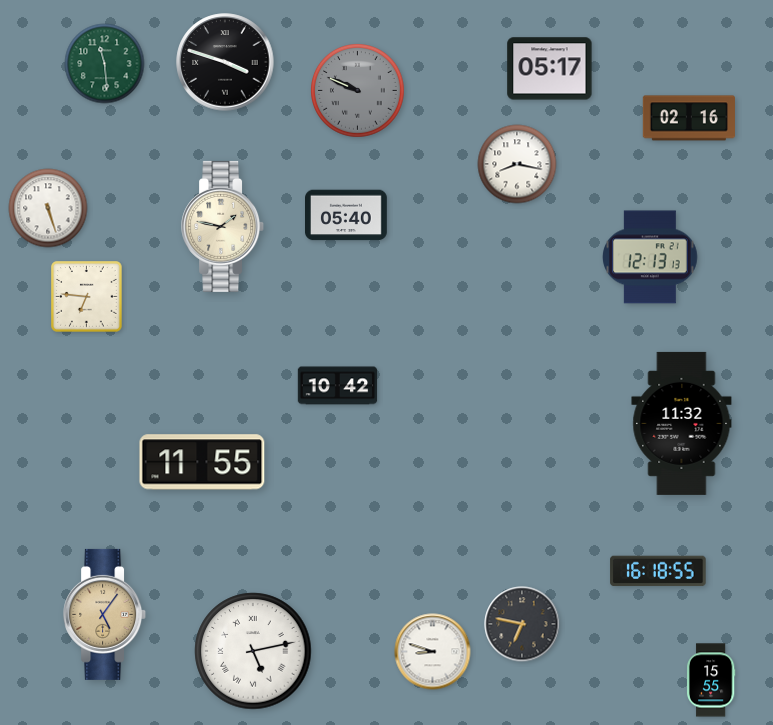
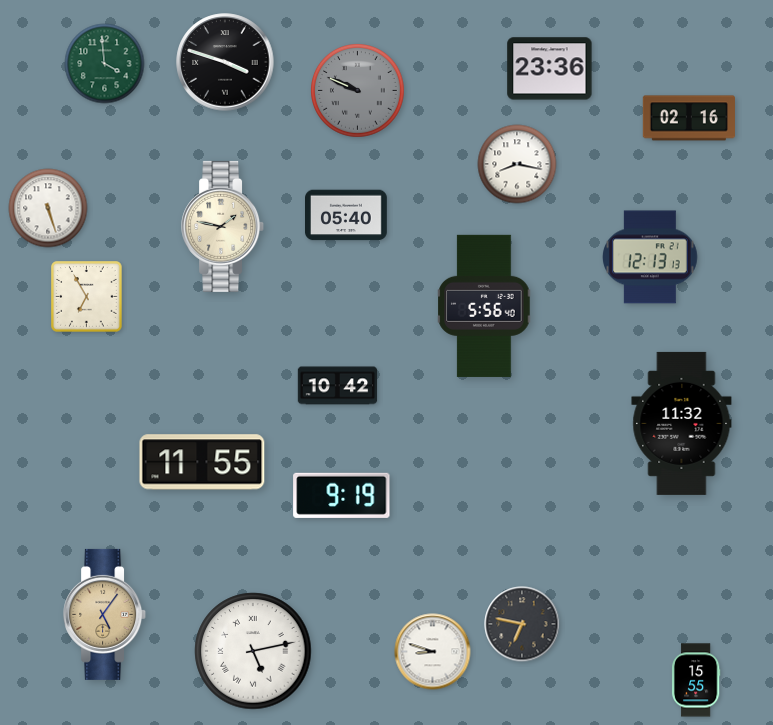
clock at (105, 64): 11:29 -> 3:59
clock at (550, 69): 05:17 -> 23:36
clock at (87, 297): 6:46 -> 6:55
clock at (484, 306): none -> 5:56
clock at (342, 495): none -> 9:19
clock at (658, 571): 16:18 -> none
clock at (711, 680) position: (711, 680) -> (696, 680)
